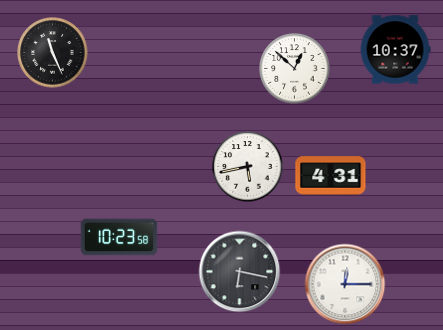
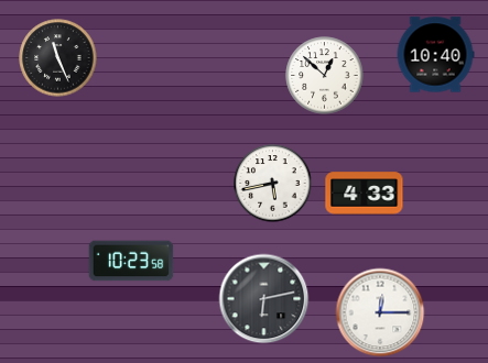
clock at (395, 50): 10:37 -> 10:40
clock at (331, 176): 4:31 -> 4:33
clock at (240, 272): 6:17 -> 6:13
